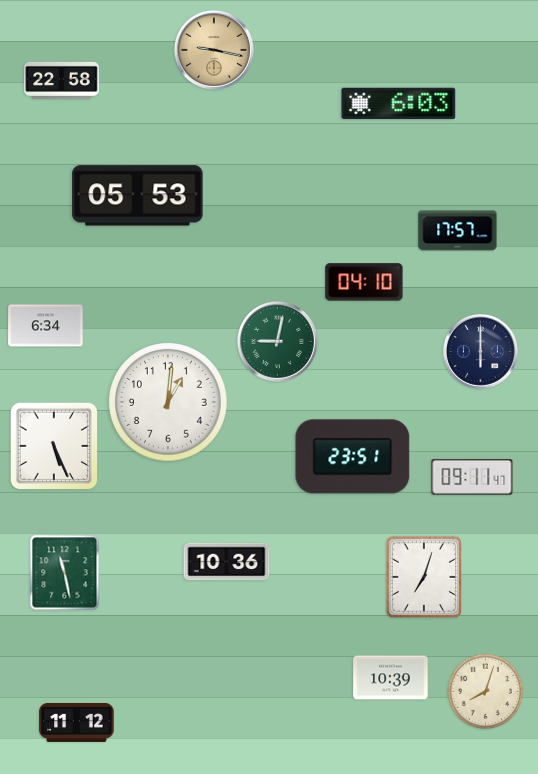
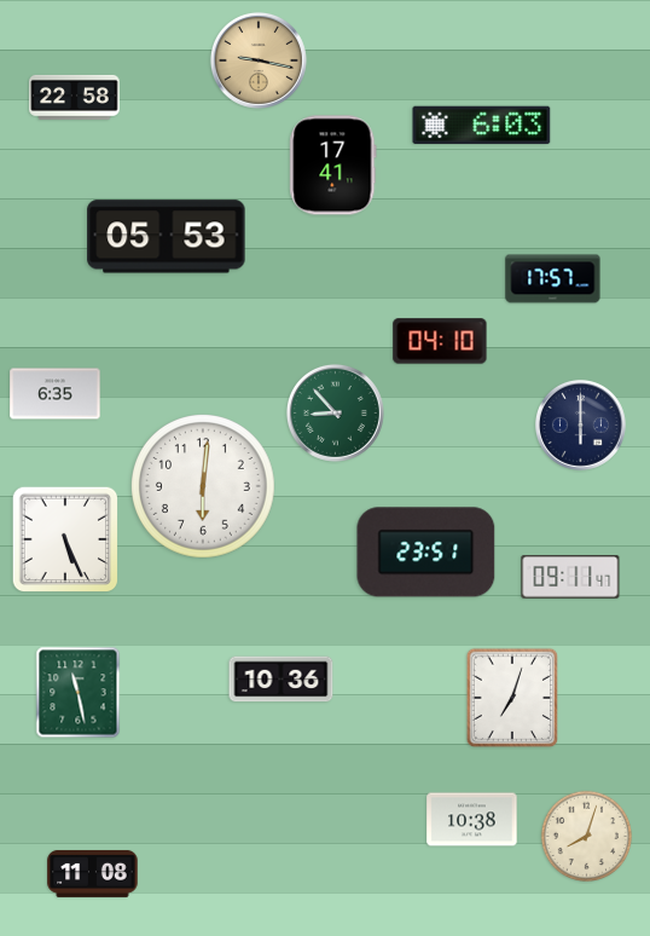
clock at (333, 166): none -> 17:41
clock at (46, 326): 6:34 -> 6:35
clock at (277, 341): 9:02 -> 8:53
clock at (169, 403): 1:01 -> 6:01
clock at (227, 562) position: (227, 562) -> (282, 680)
clock at (391, 678): 10:39 -> 10:38
clock at (77, 722): 11:12 -> 11:08
